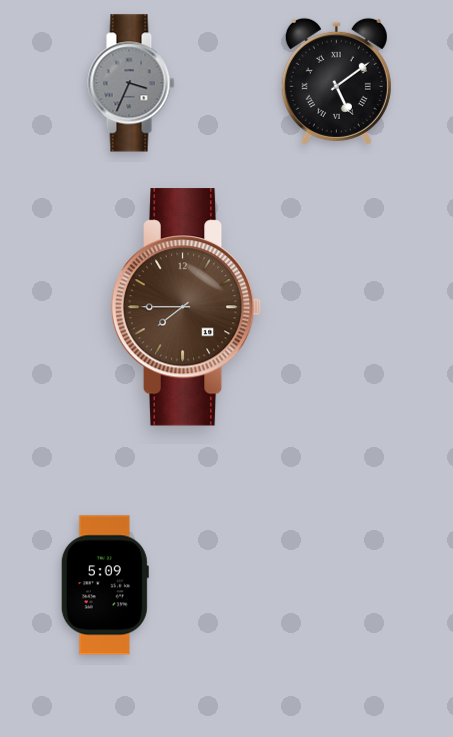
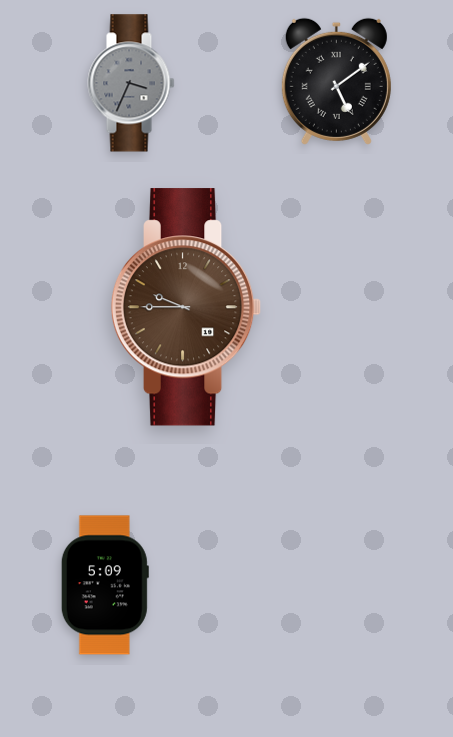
clock at (186, 307): 7:45 -> 9:45
